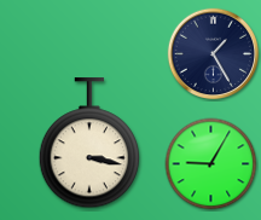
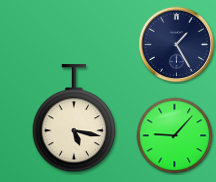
clock at (89, 144): 3:17 -> 5:17
clock at (211, 164): 9:05 -> 9:07
